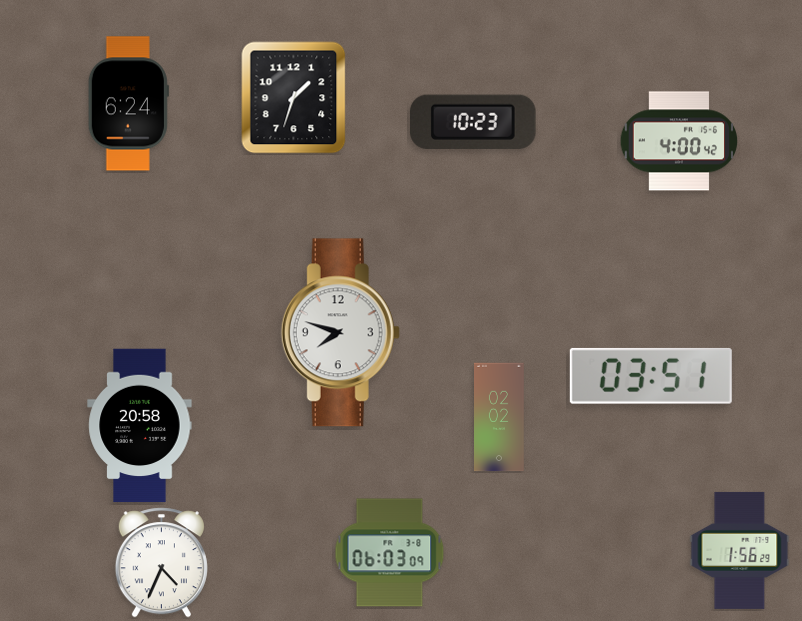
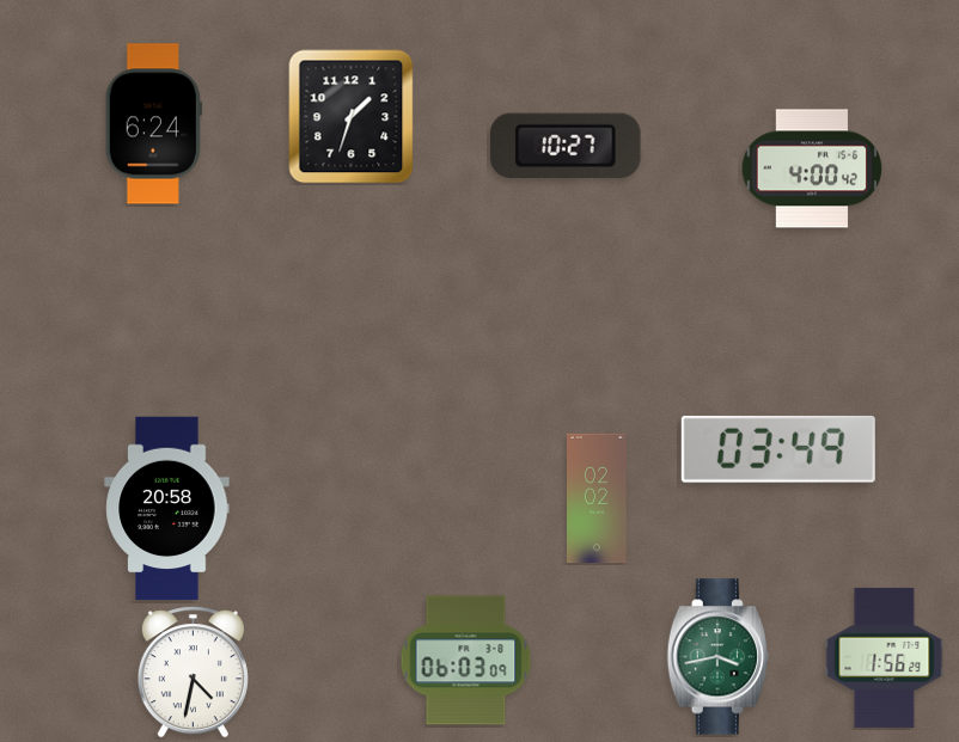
clock at (474, 122): 10:23 -> 10:27
clock at (340, 333): 7:48 -> none
clock at (651, 376): 03:51 -> 03:49
clock at (717, 657): none -> 3:43
clock at (161, 563): 4:34 -> 4:32
